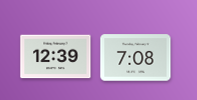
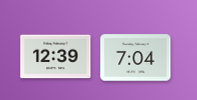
clock at (136, 58): 7:08 -> 7:04
